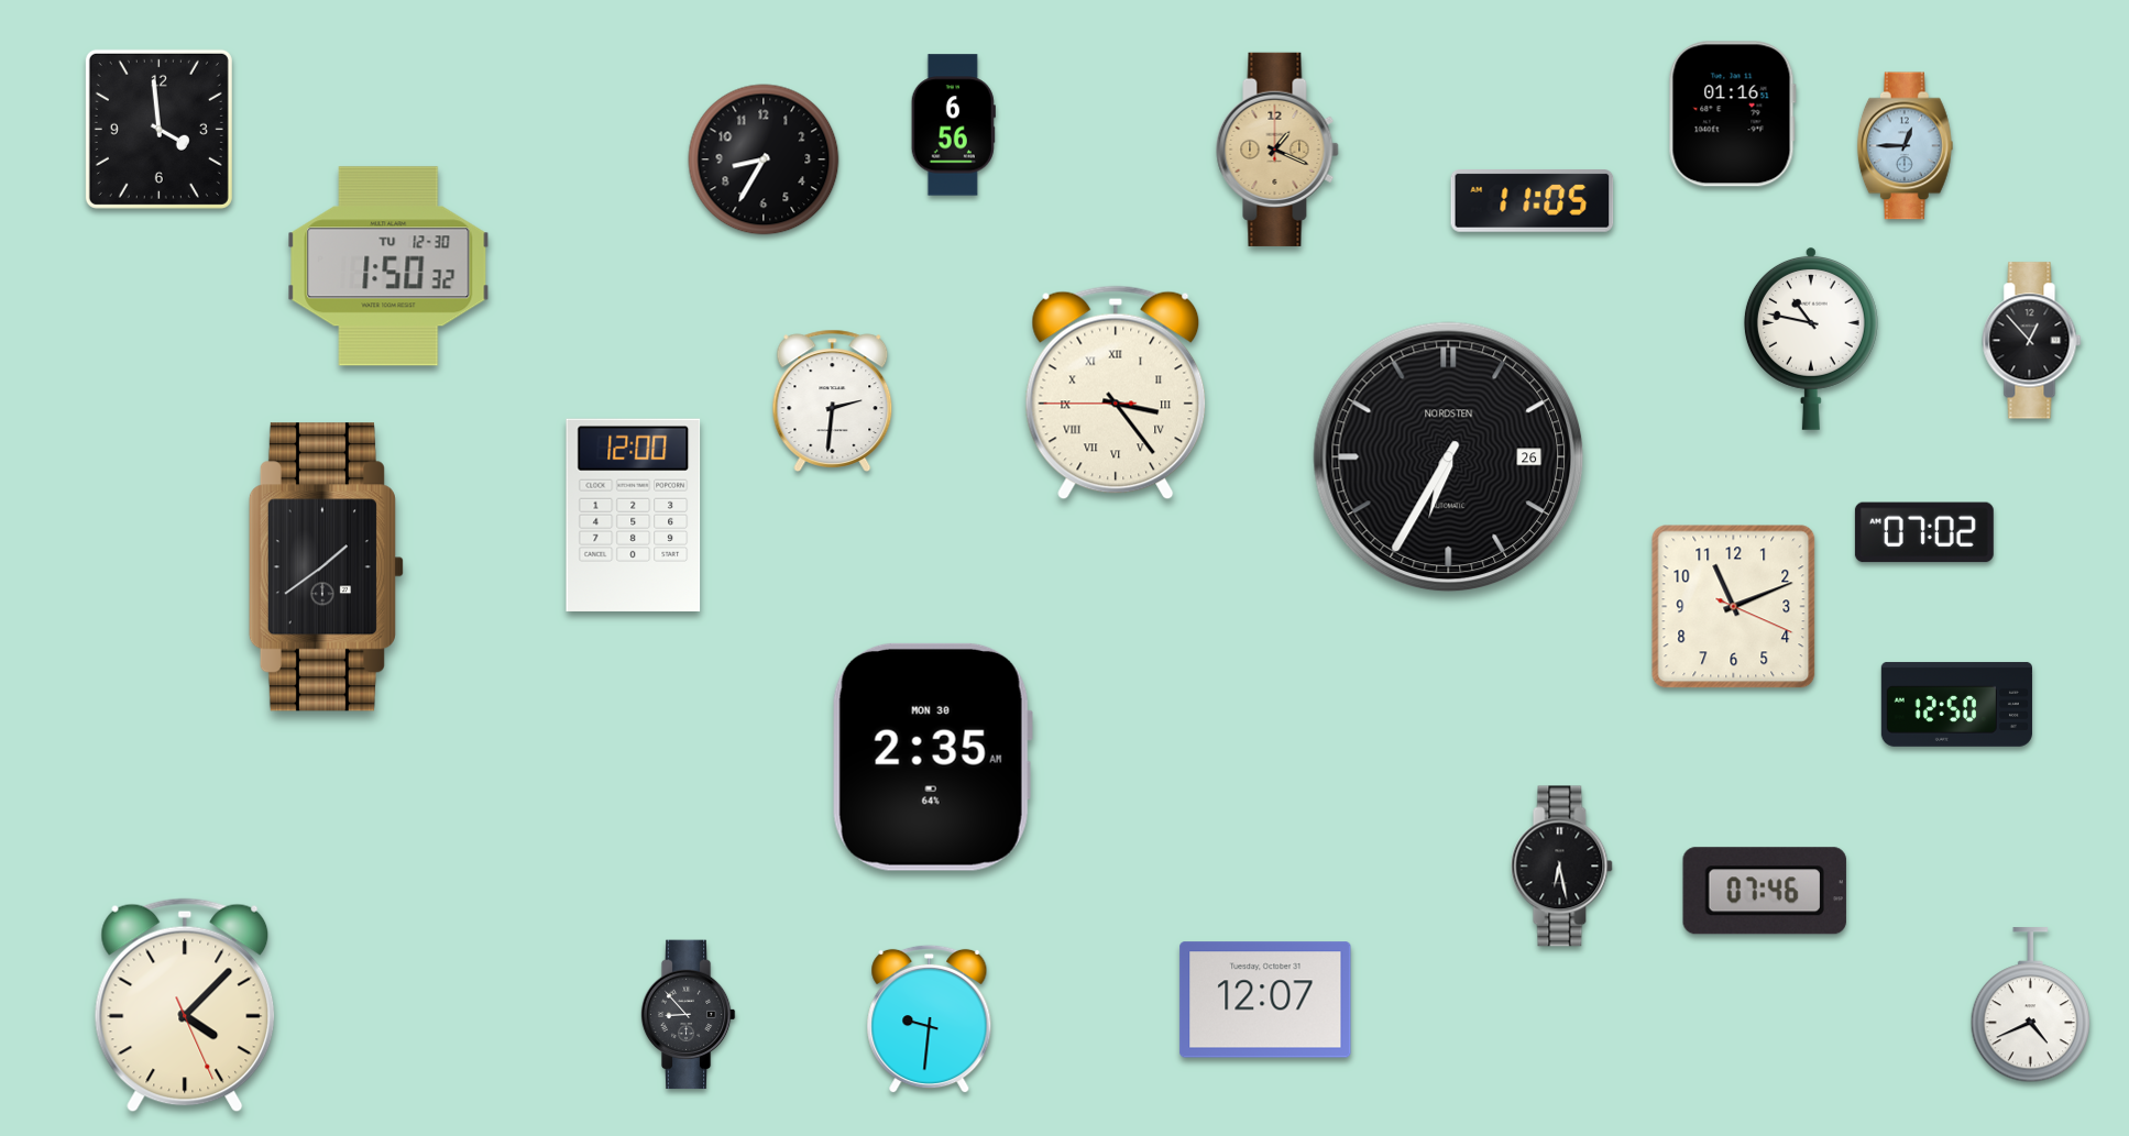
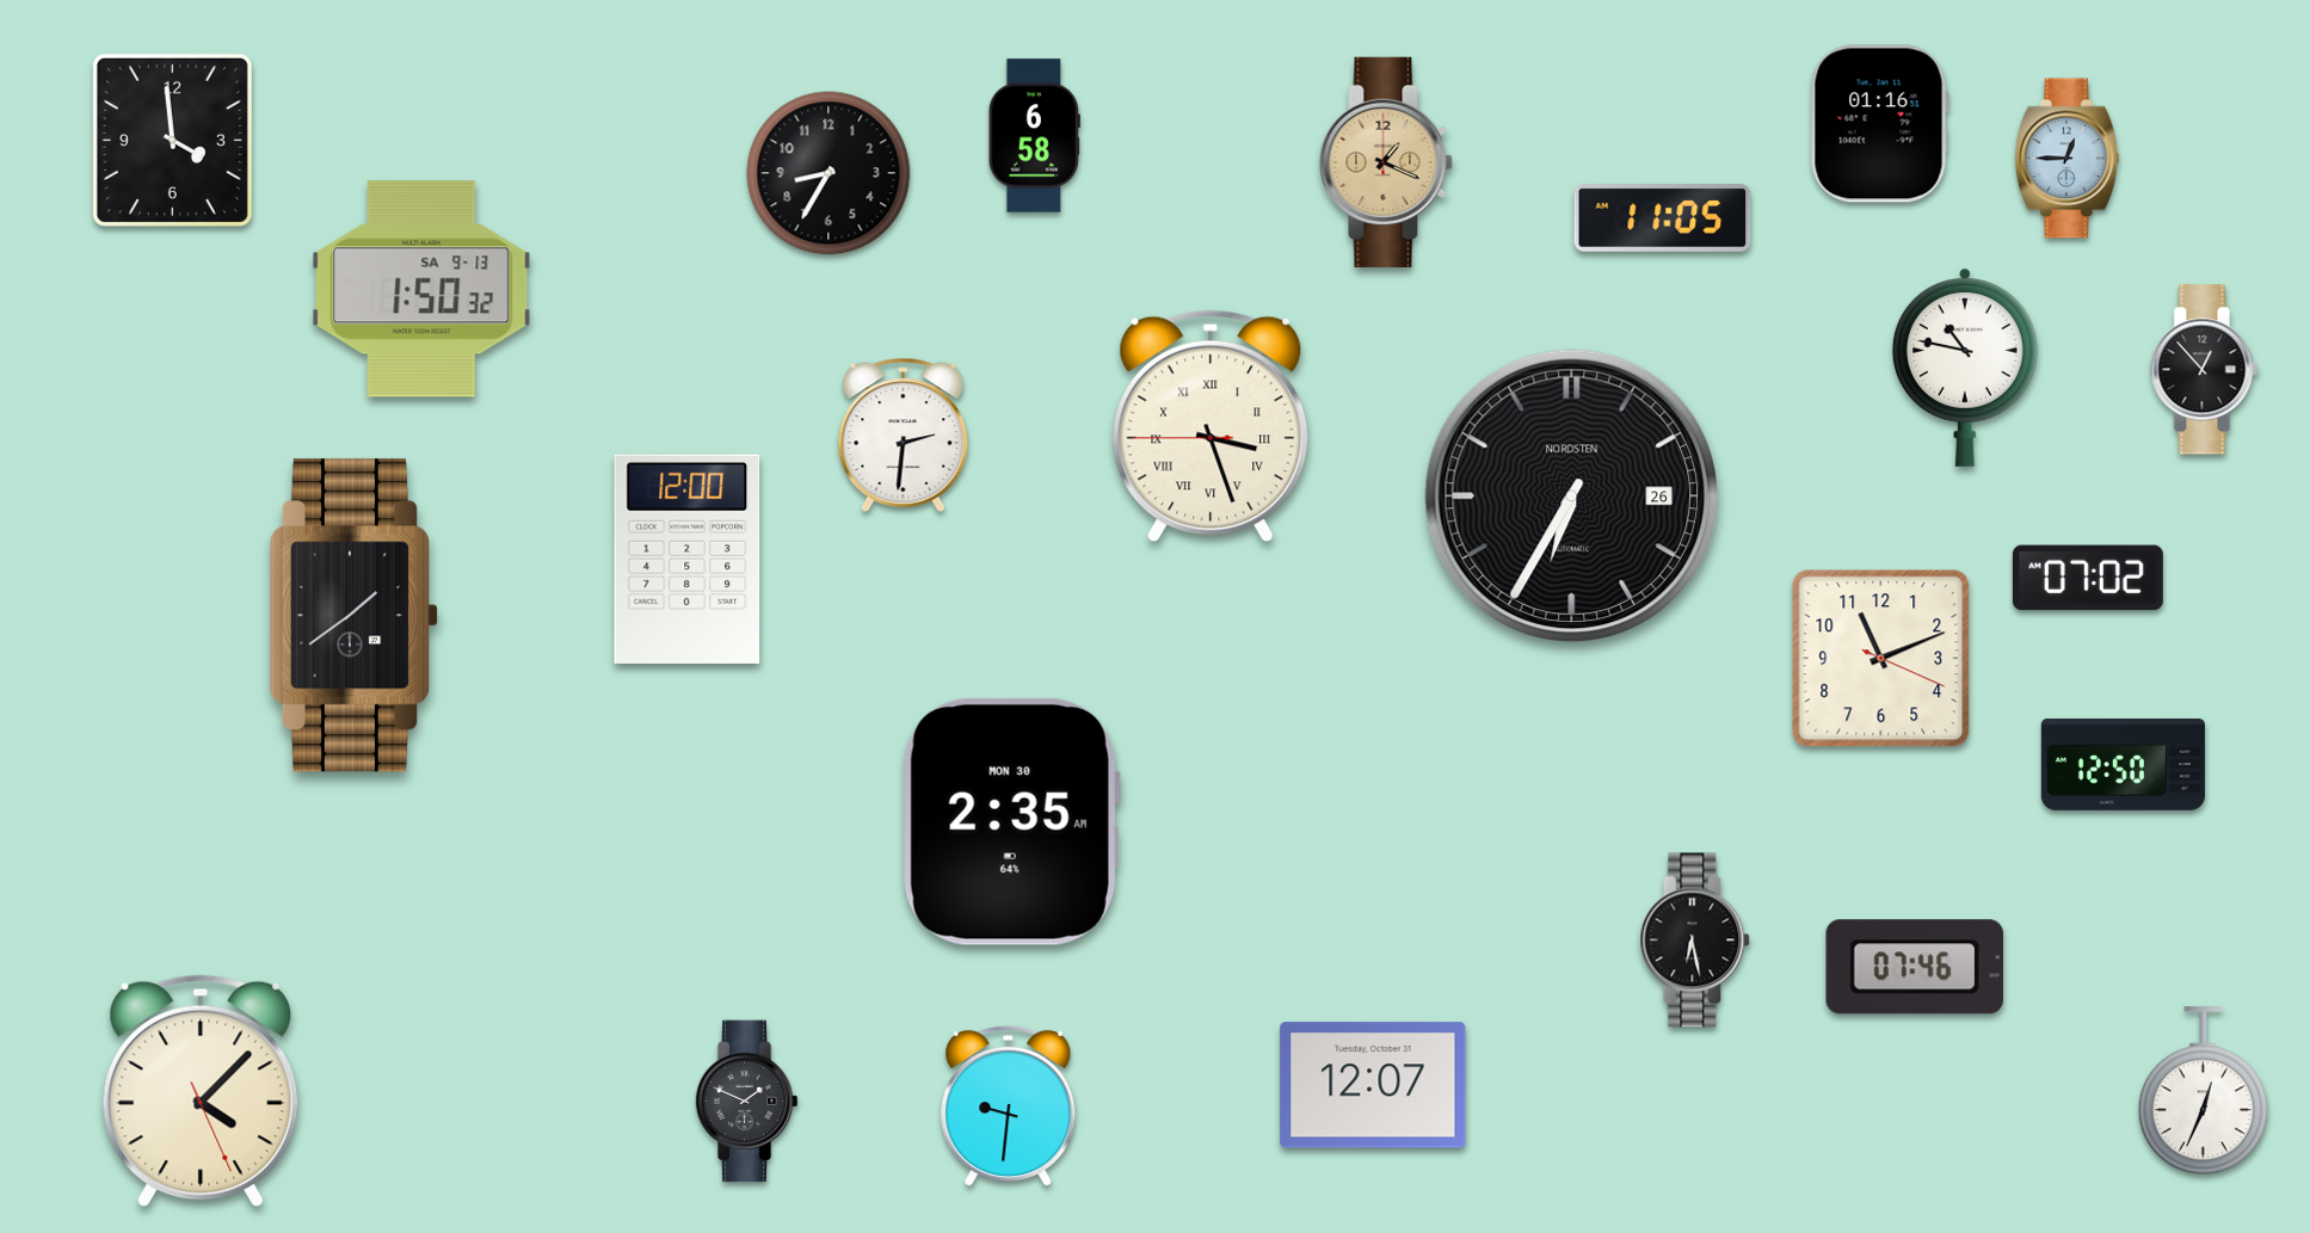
clock at (953, 125): 6:56 -> 6:58
clock at (388, 266) date: TU 12-30 -> SA 9-13
clock at (1116, 393): 3:23 -> 3:26
clock at (2030, 1005): 4:41 -> 12:34
clock at (688, 1015): 8:53 -> 1:49
